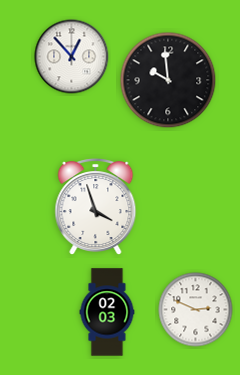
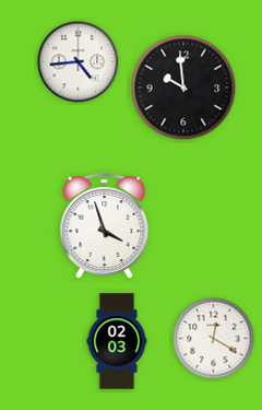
clock at (72, 57): 12:53 -> 4:44
clock at (196, 310): 2:49 -> 12:20
